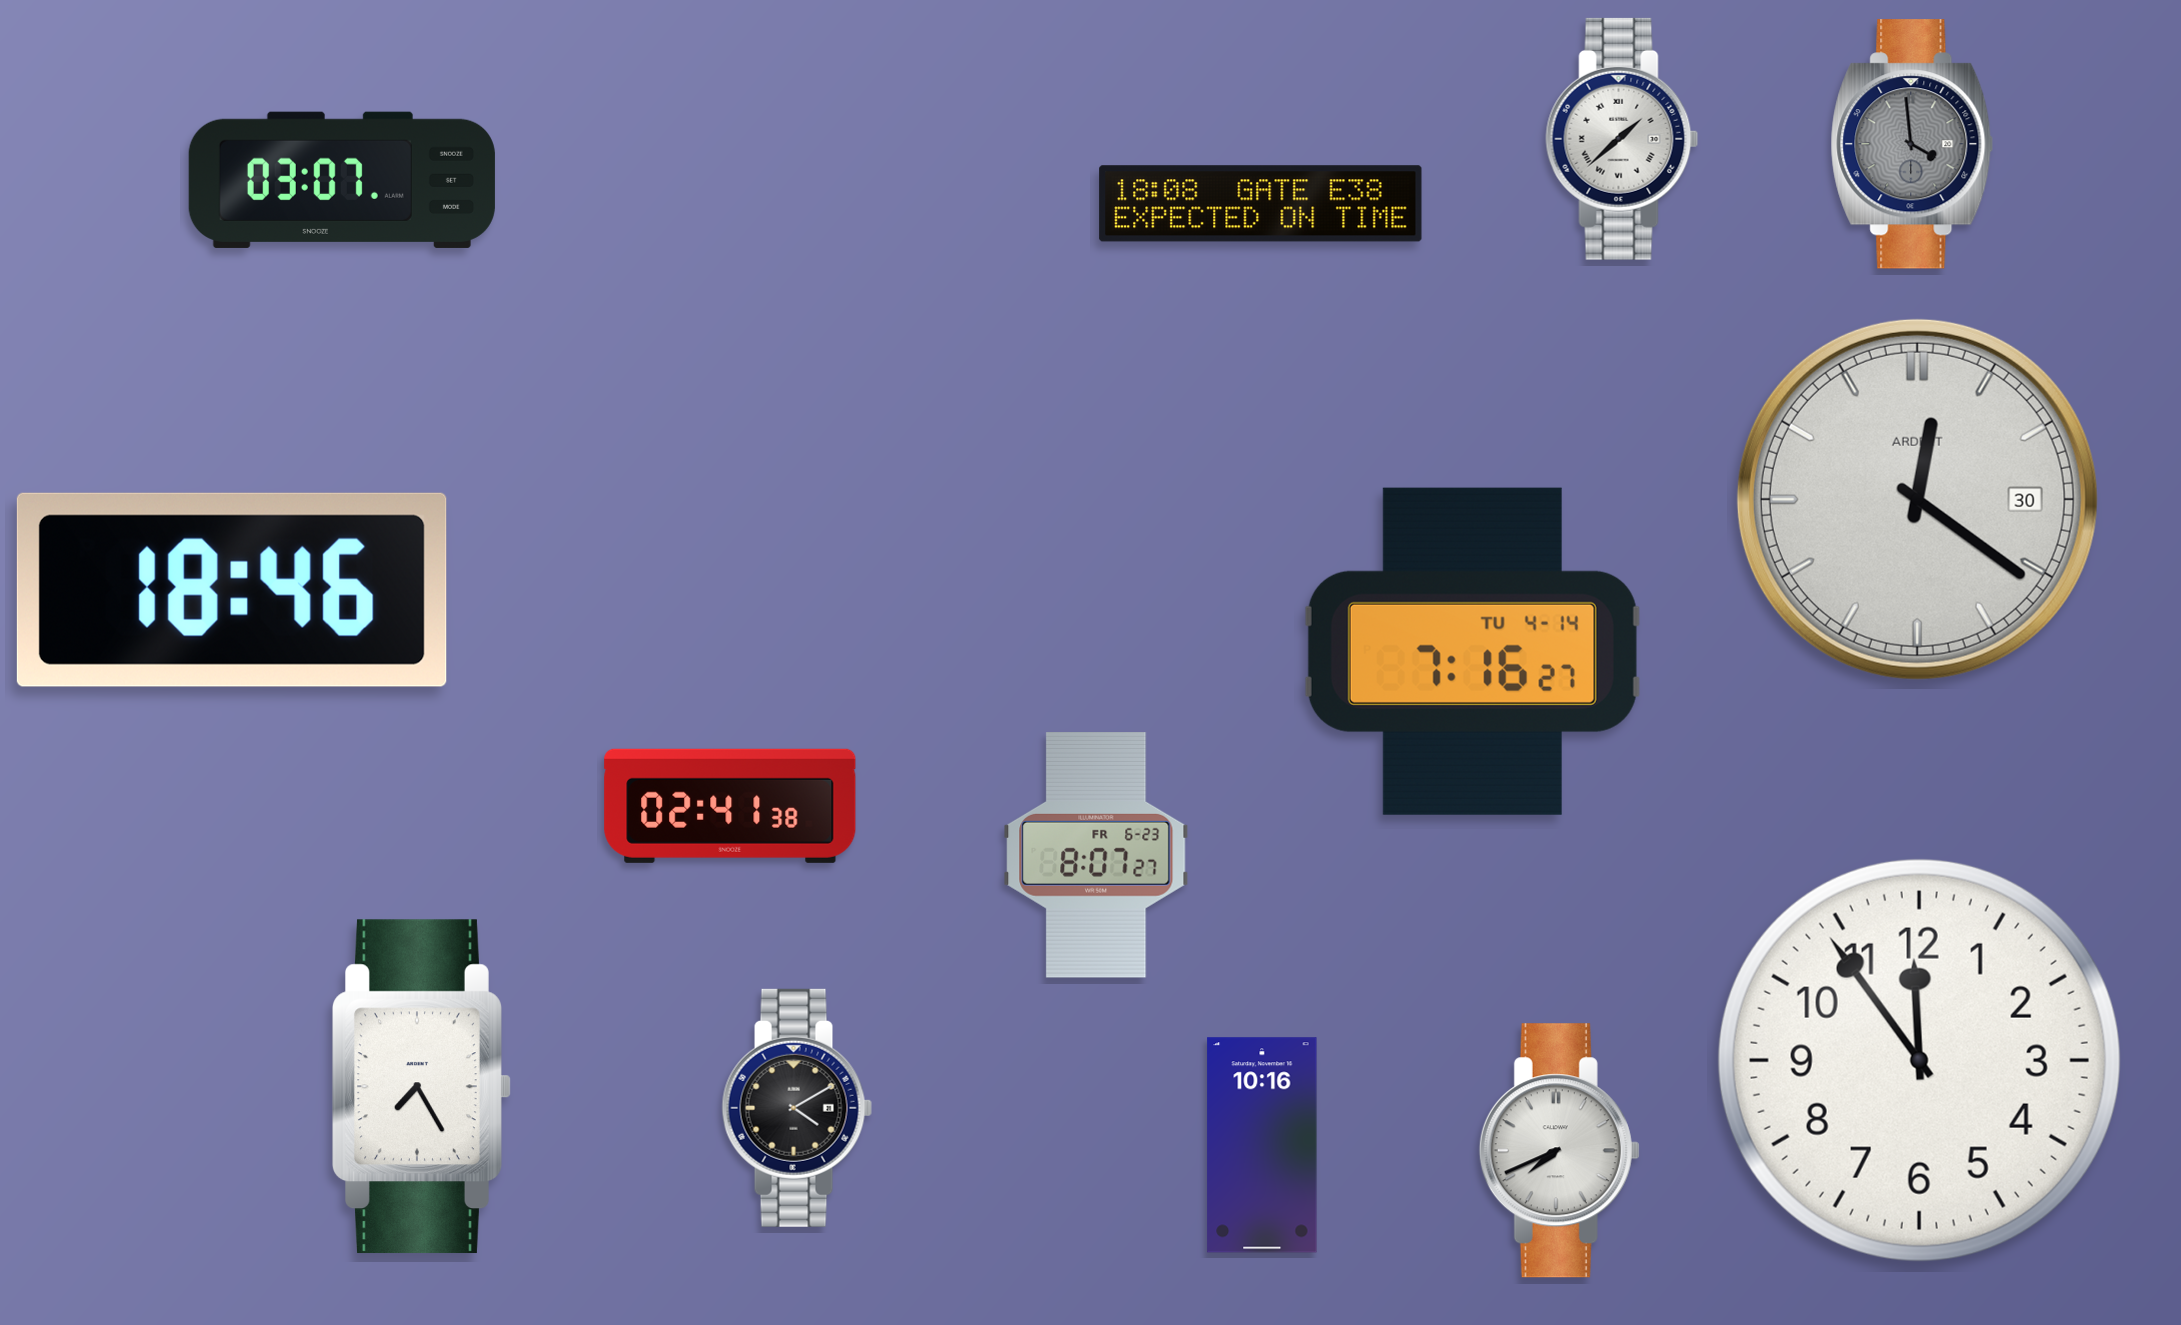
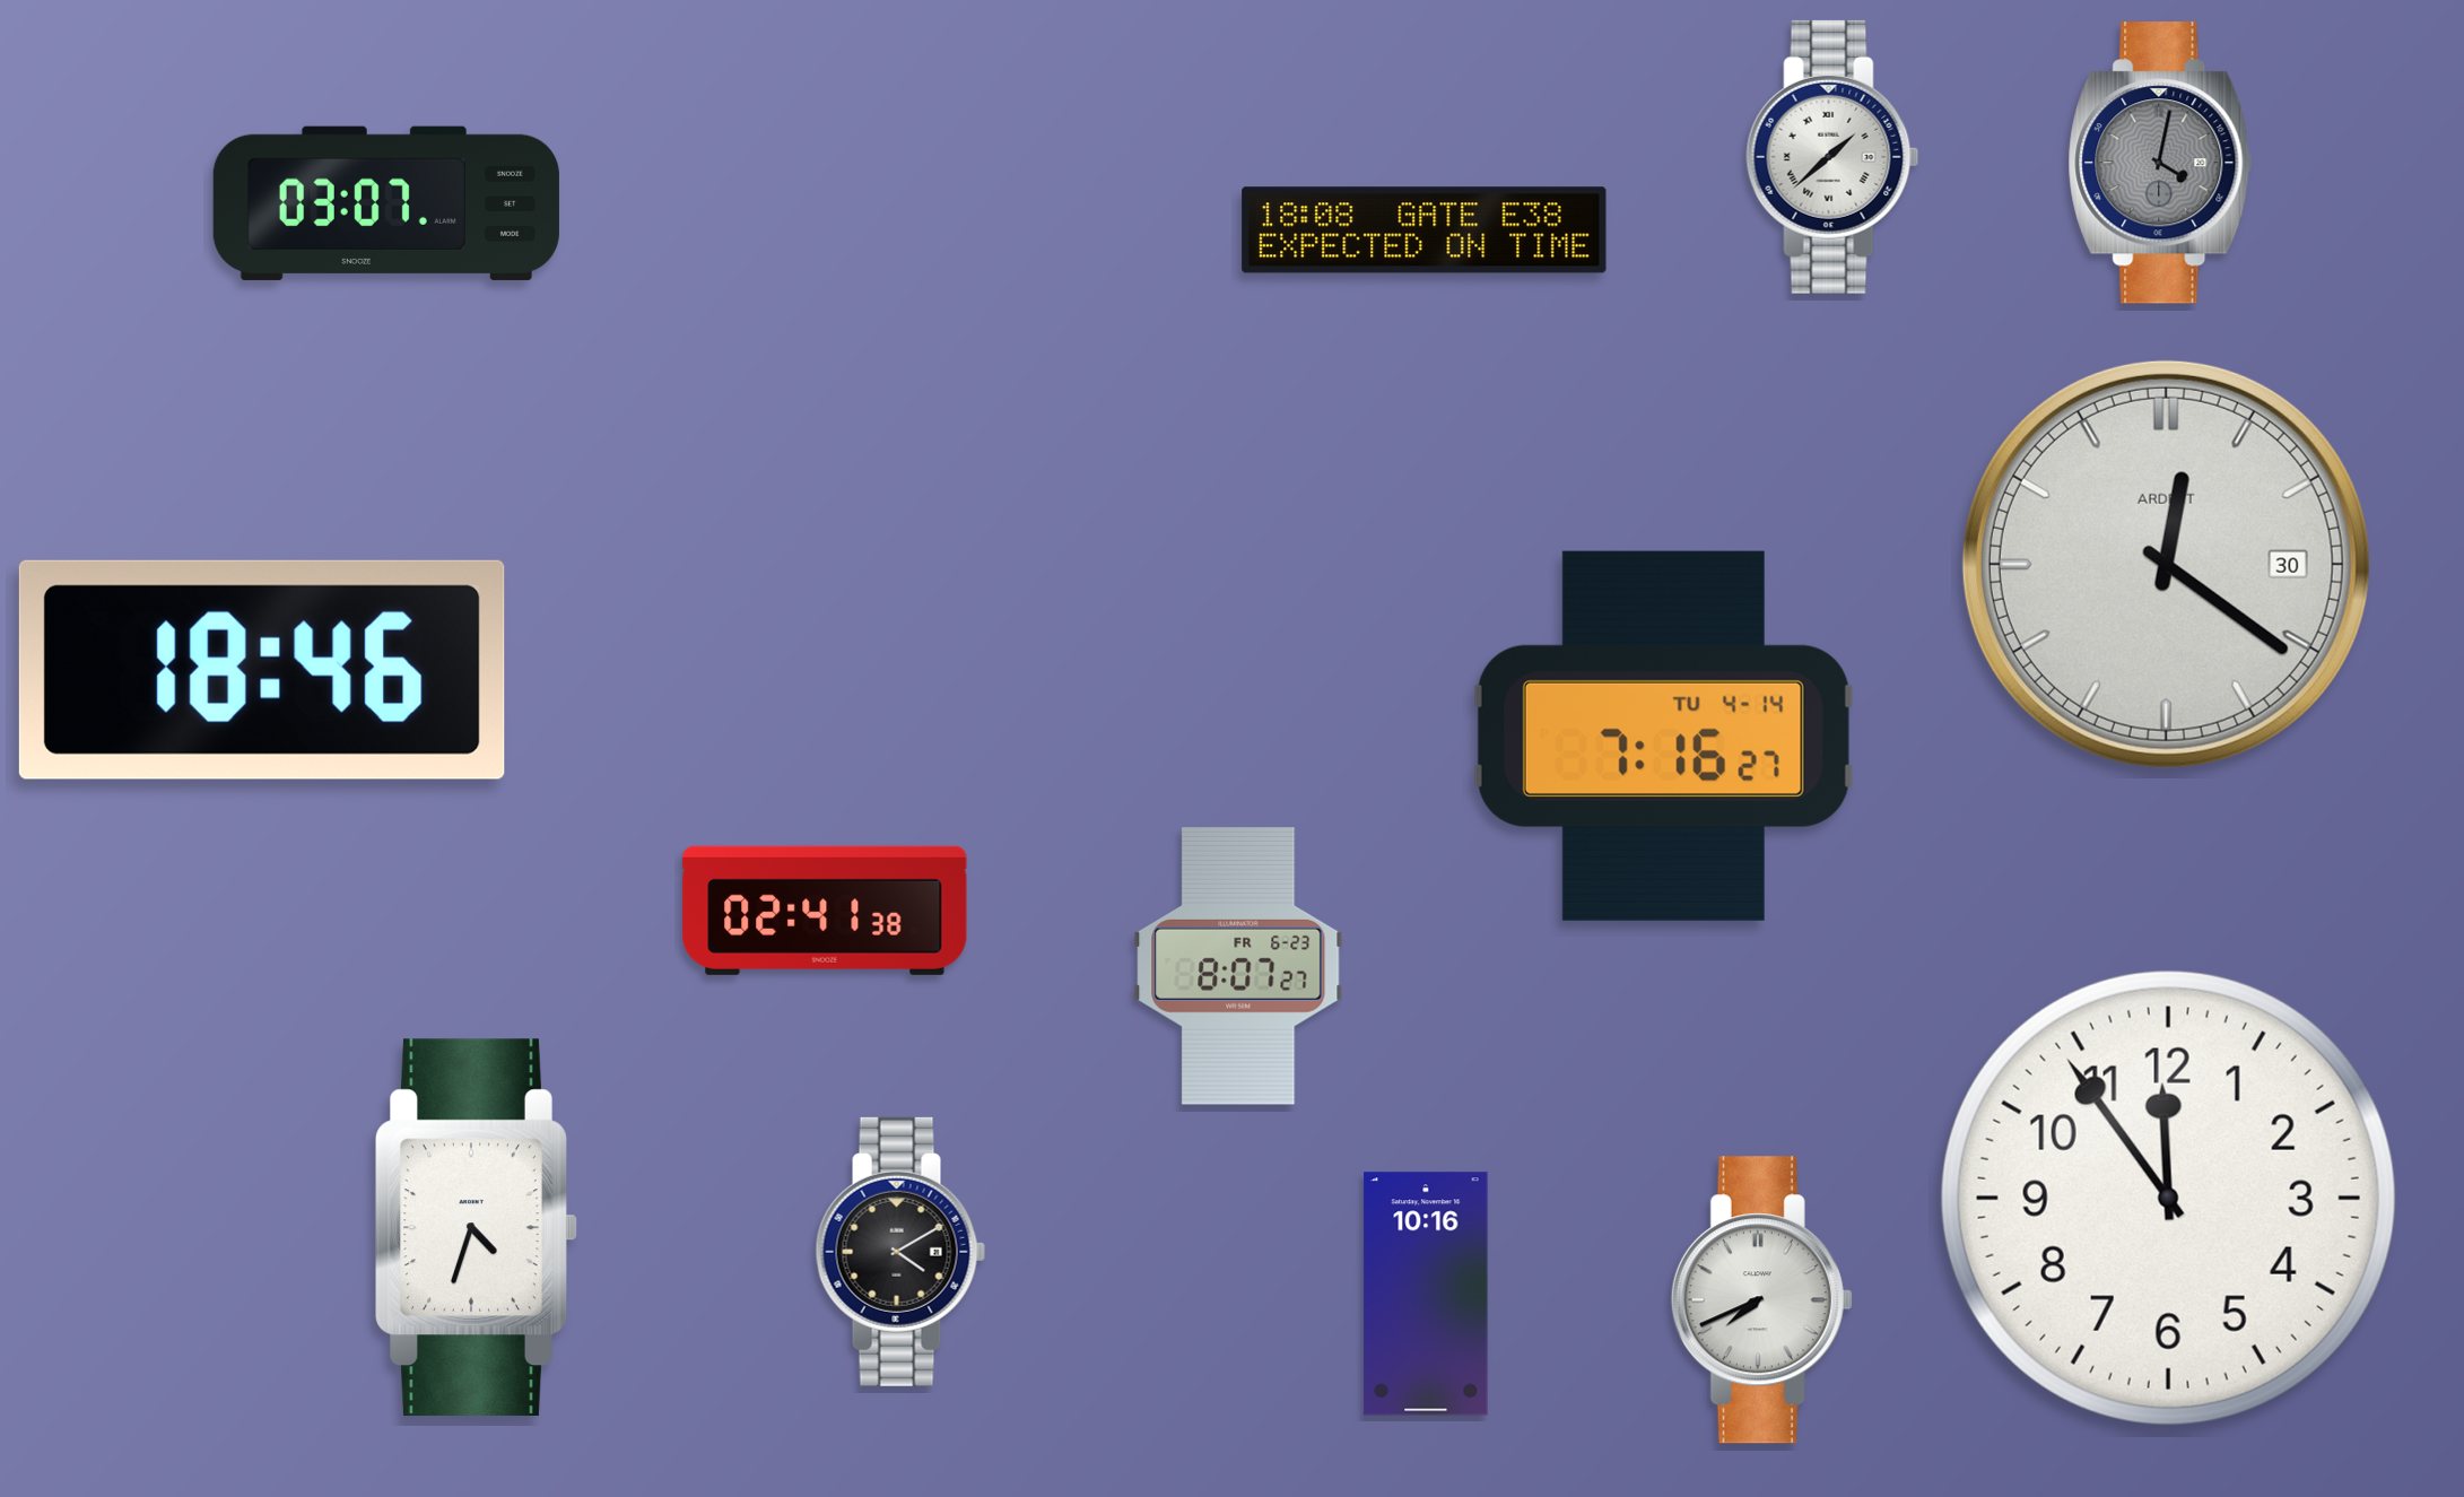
clock at (1912, 144): 3:59 -> 4:02
clock at (232, 590) position: (232, 590) -> (262, 670)
clock at (422, 1087): 7:25 -> 4:33
